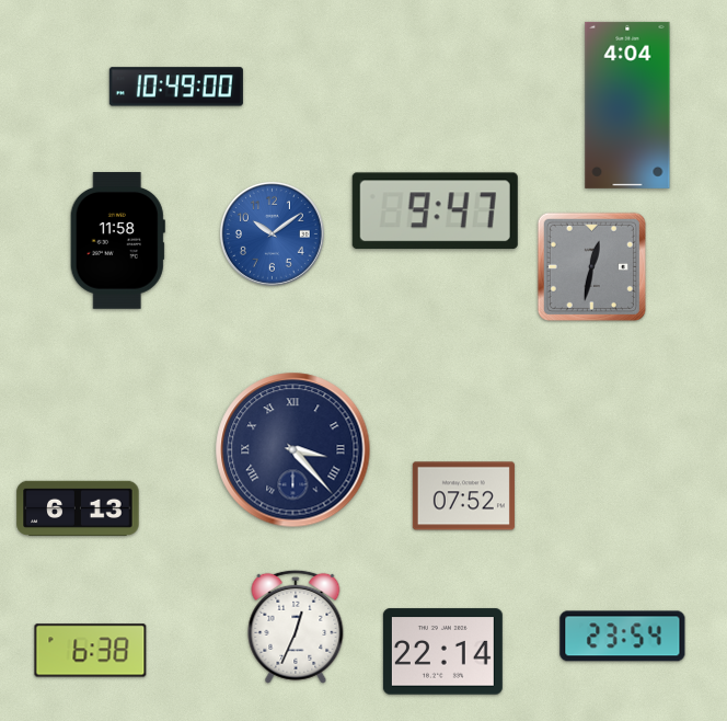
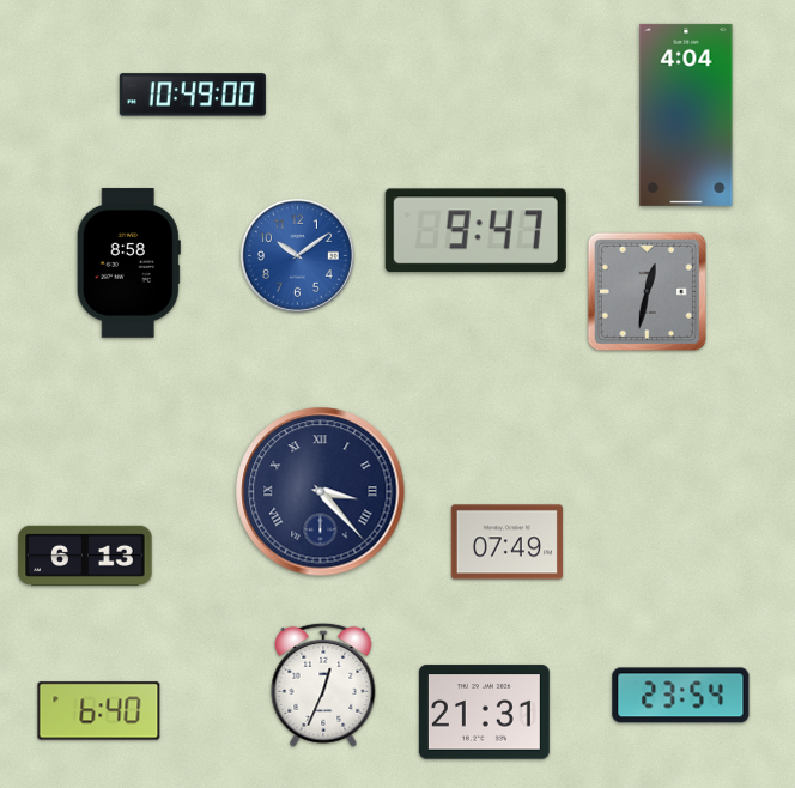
clock at (117, 241): 11:58 -> 8:58
clock at (463, 496): 07:52 -> 07:49
clock at (91, 651): 6:38 -> 6:40
clock at (442, 652): 22:14 -> 21:31
